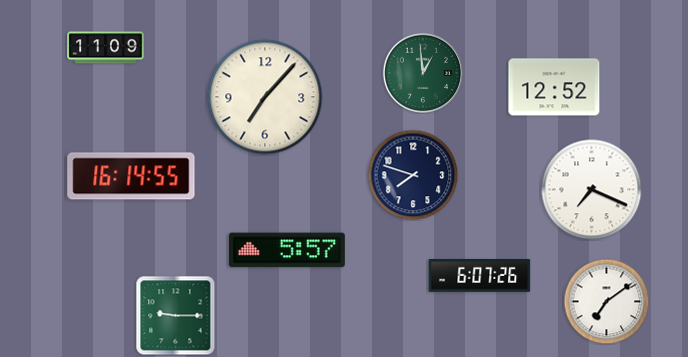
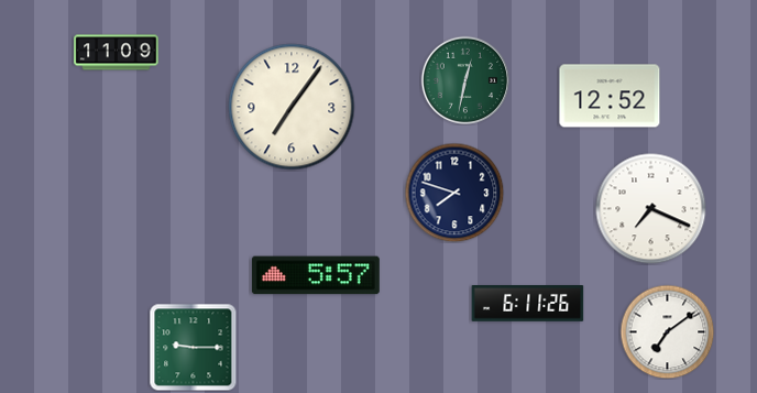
clock at (423, 73): 12:59 -> 12:32
clock at (265, 97): 7:07 -> 7:06
clock at (131, 176): 16:14 -> none
clock at (480, 276): 6:07 -> 6:11
